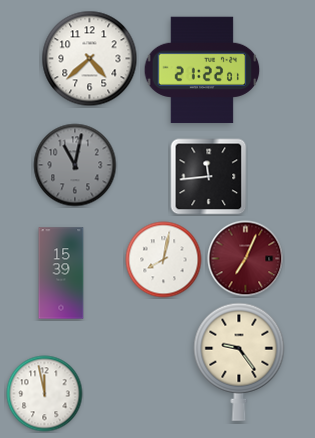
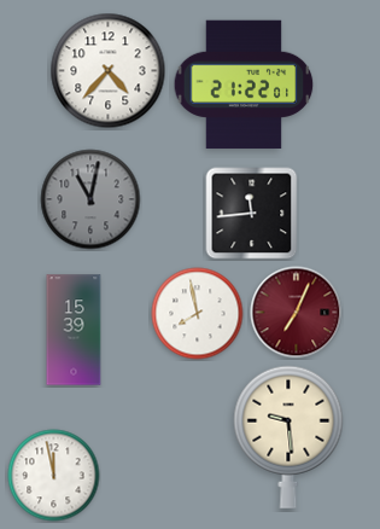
clock at (90, 59): 4:38 -> 4:37
clock at (164, 260): 8:02 -> 7:58
clock at (239, 362): 9:24 -> 9:29
